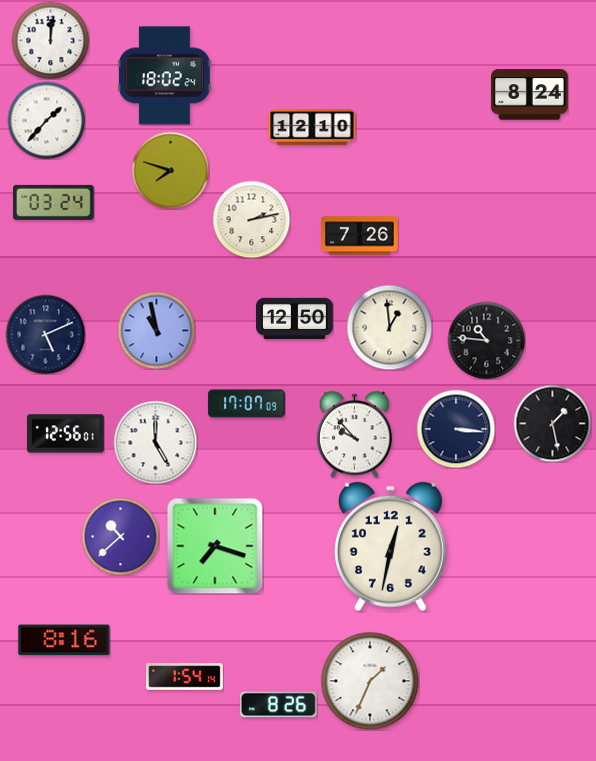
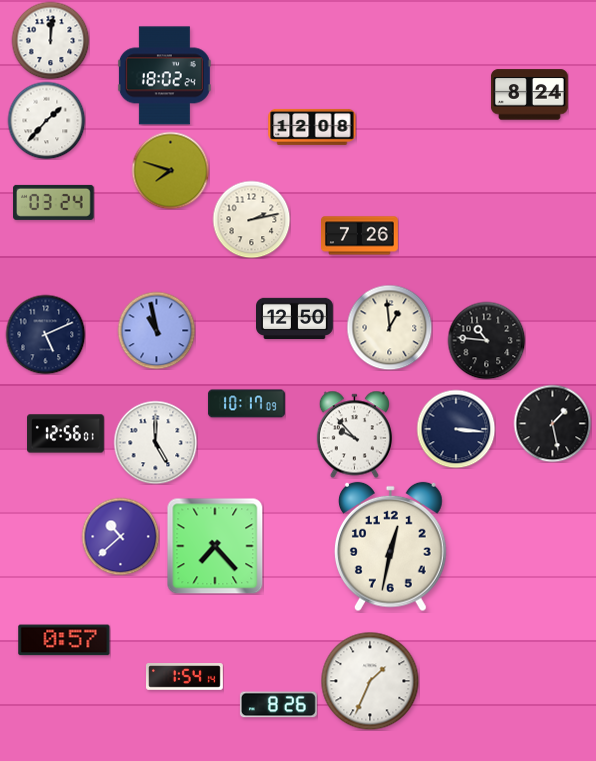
clock at (312, 127): 12:10 -> 12:08
clock at (246, 404): 17:07 -> 10:17
clock at (215, 546): 7:18 -> 7:23
clock at (64, 640): 8:16 -> 0:57
